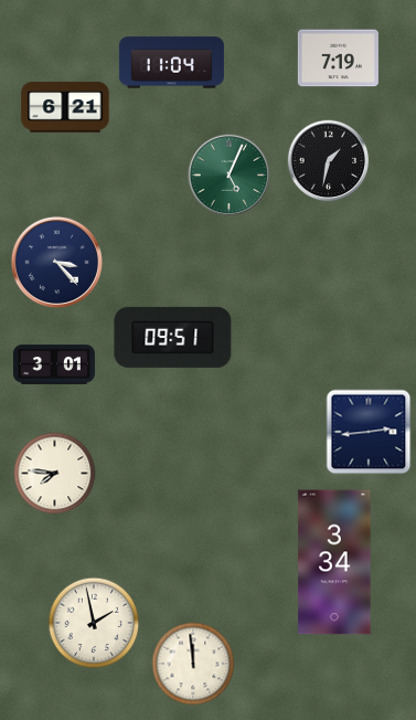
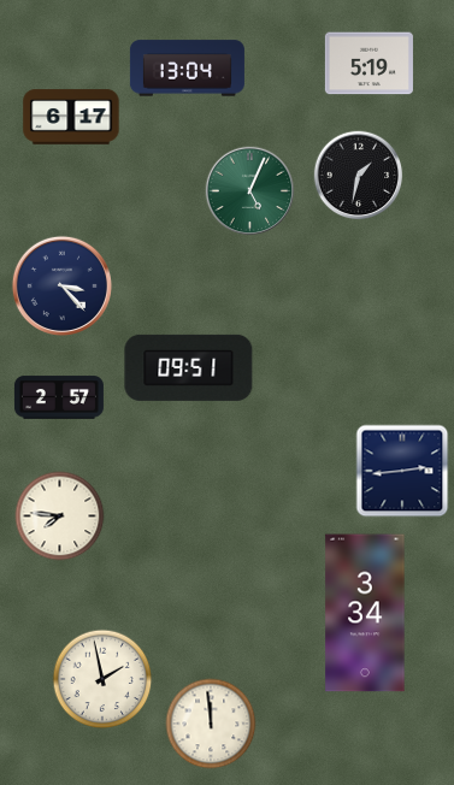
clock at (338, 59): 7:19 -> 5:19
clock at (171, 63): 11:04 -> 13:04
clock at (65, 107): 6:21 -> 6:17
clock at (54, 364): 3:01 -> 2:57
